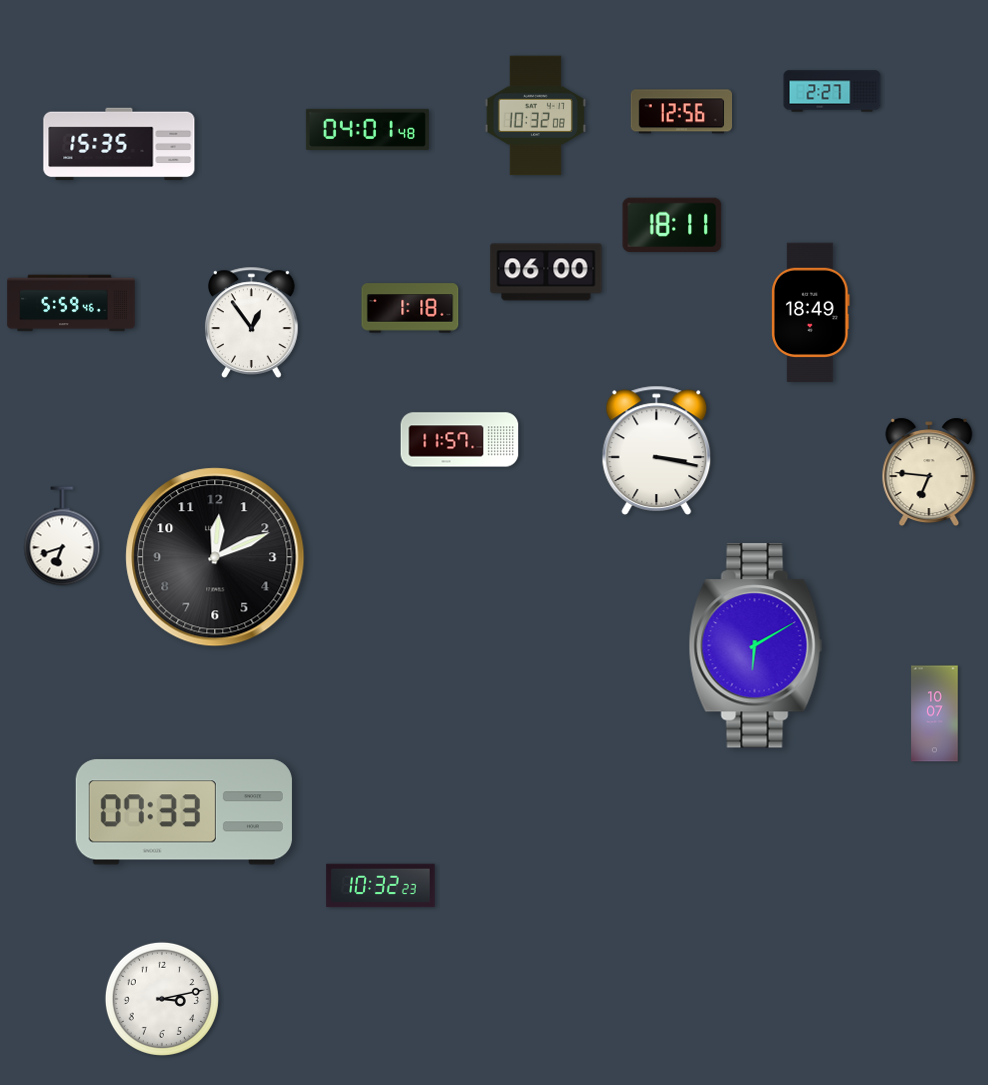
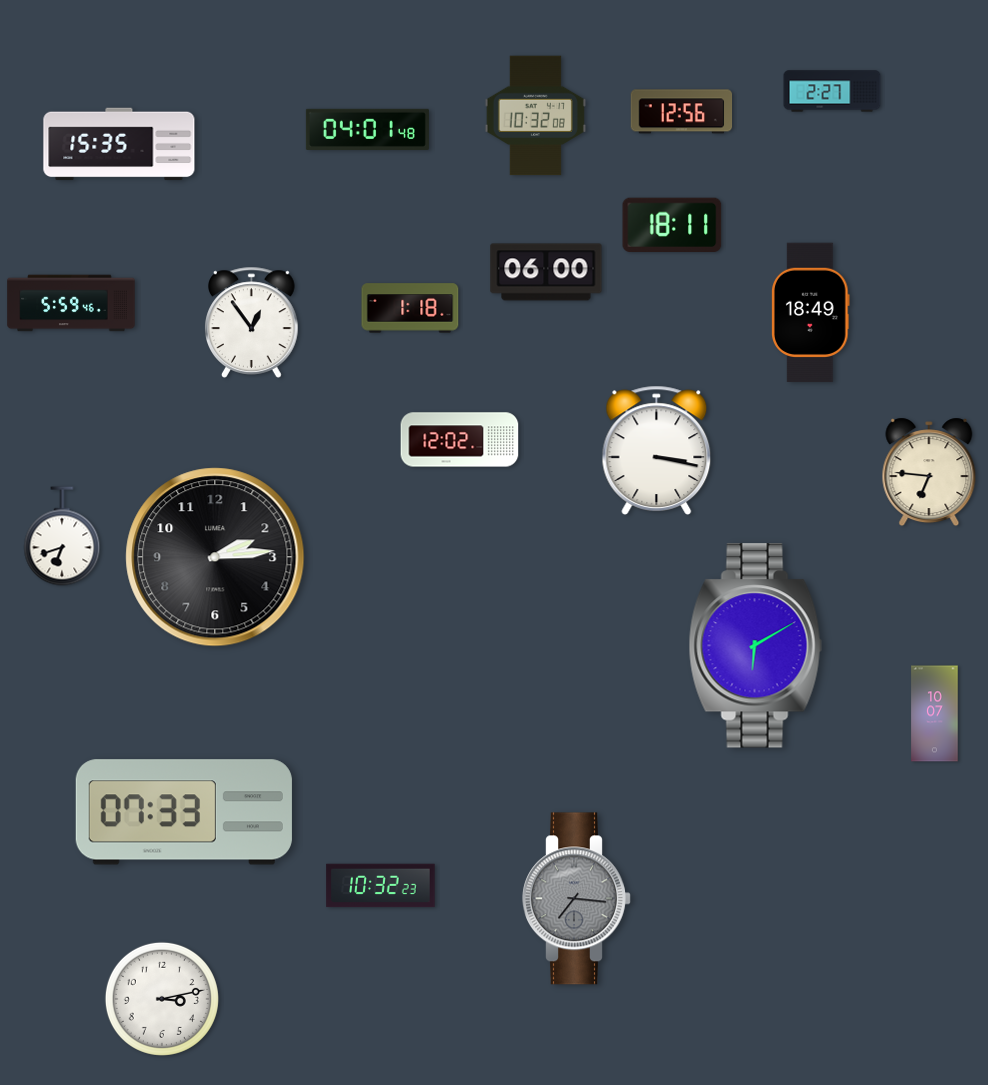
clock at (460, 440): 11:57 -> 12:02
clock at (215, 557): 12:11 -> 2:14
clock at (577, 899): none -> 7:16
